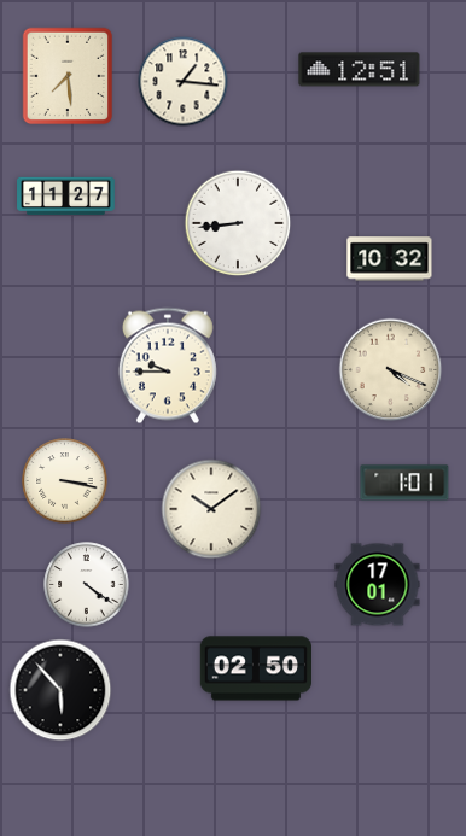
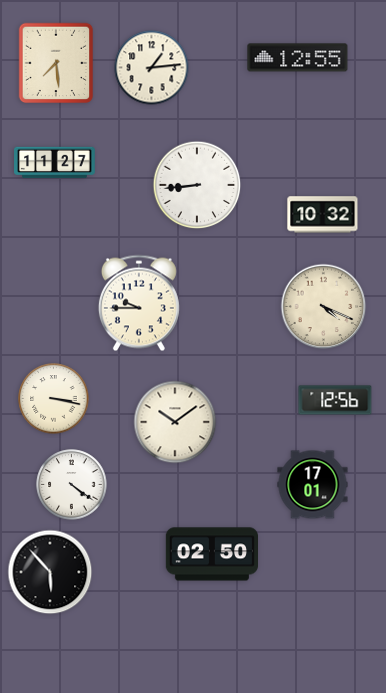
clock at (360, 70): 12:51 -> 12:55
clock at (184, 82): 1:16 -> 1:14
clock at (404, 483): 1:01 -> 12:56
